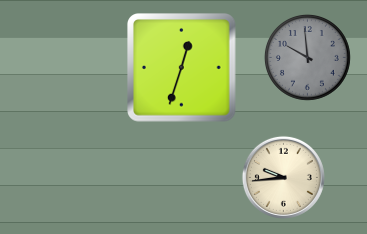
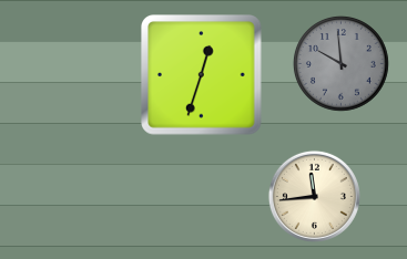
clock at (283, 177): 9:44 -> 11:44
